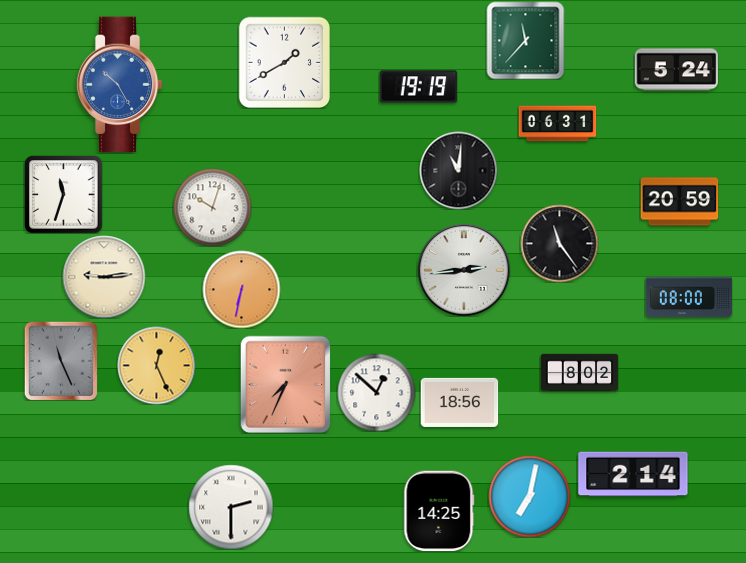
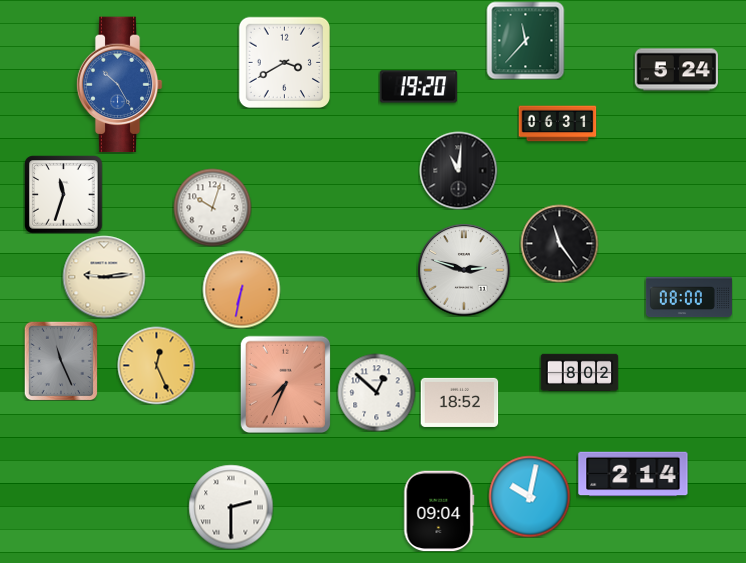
clock at (284, 62): 1:40 -> 3:40
clock at (418, 87): 19:19 -> 19:20
clock at (679, 202): 20:59 -> none
clock at (464, 270): 2:44 -> 2:48
clock at (459, 402): 18:56 -> 18:52
clock at (529, 496): 7:02 -> 10:02
clock at (439, 511): 14:25 -> 09:04
